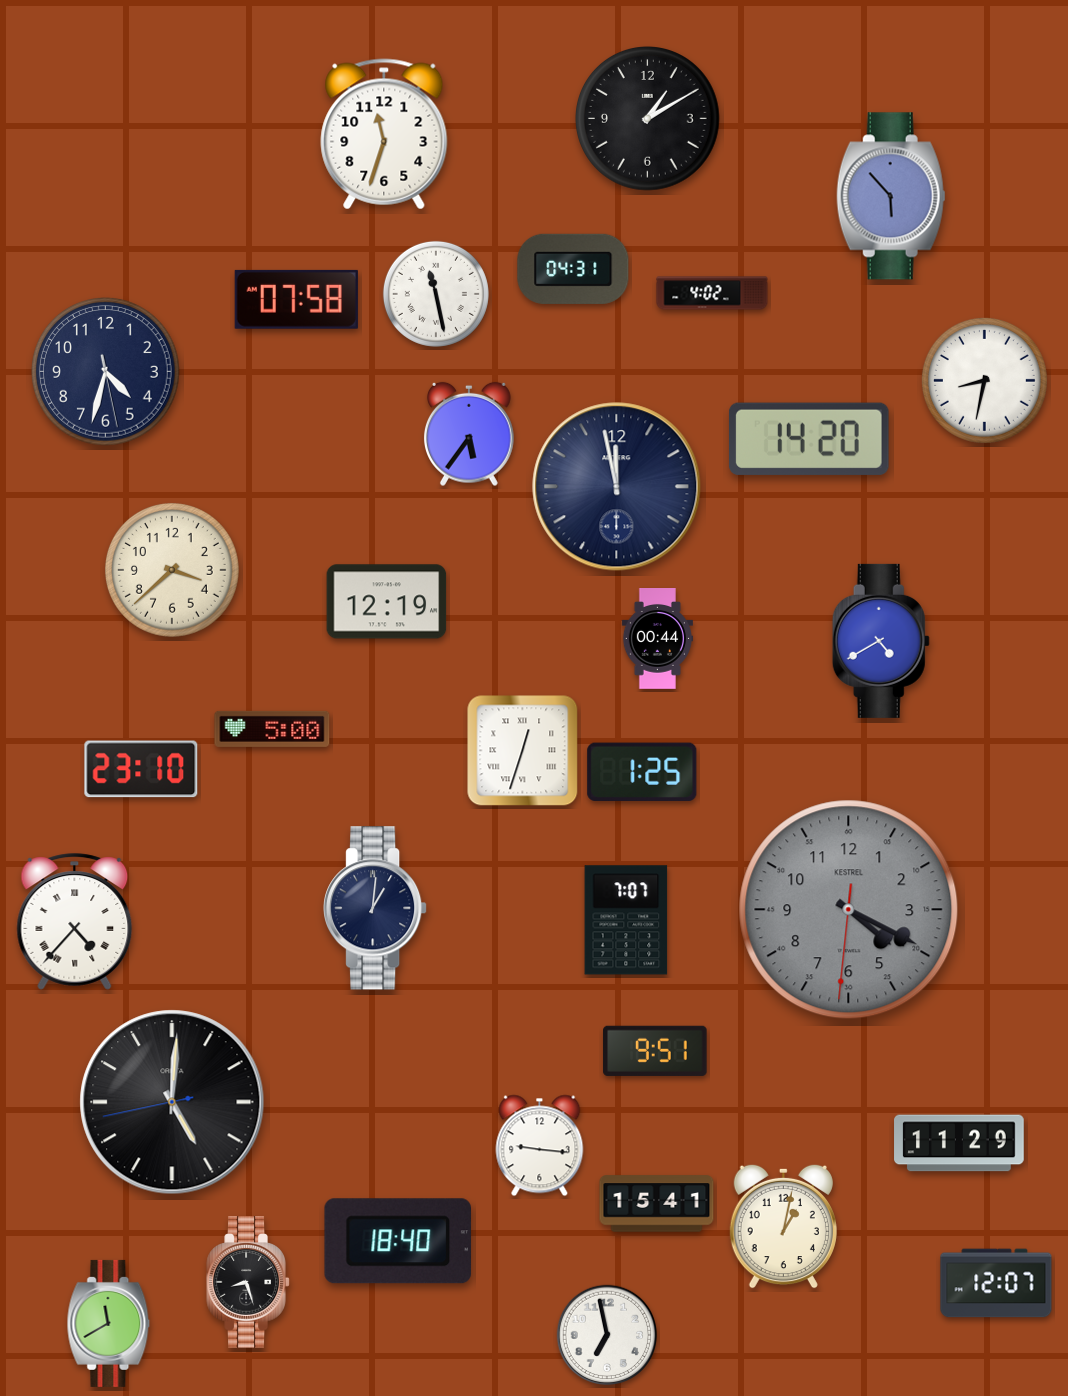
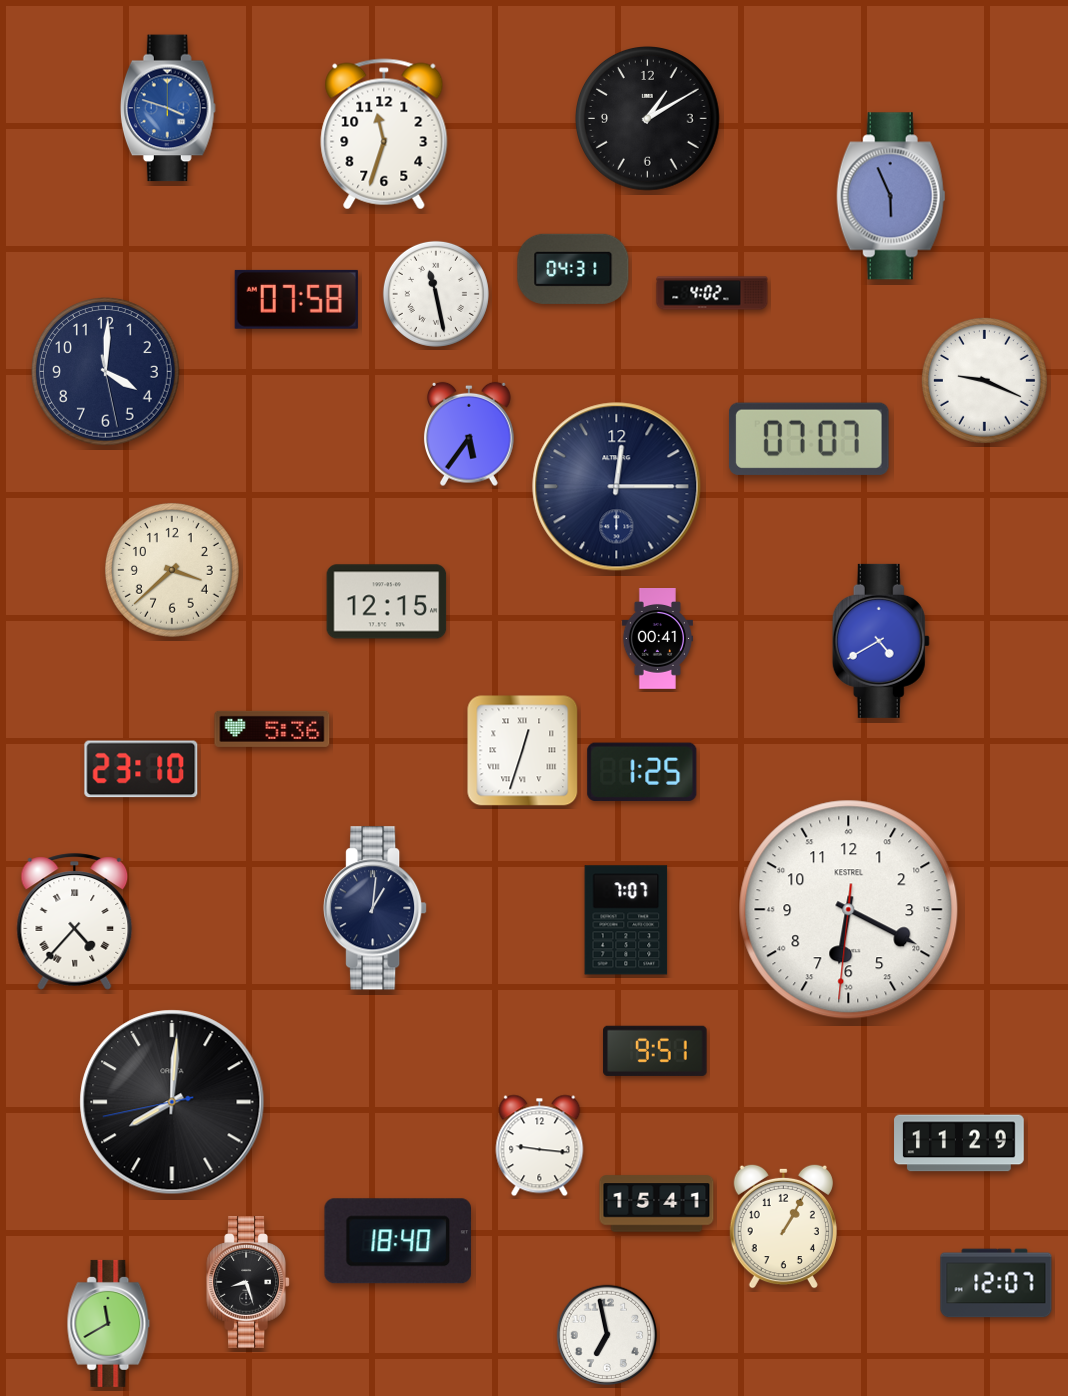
clock at (168, 108): none -> 3:48
clock at (891, 196): 5:53 -> 5:56
clock at (106, 372): 4:32 -> 4:00
clock at (984, 380): 8:32 -> 9:19
clock at (809, 439): 14:20 -> 07:07
clock at (617, 487): 11:58 -> 12:15
clock at (387, 602): 12:19 -> 12:15
clock at (657, 639): 00:44 -> 00:41
clock at (272, 729): 5:00 -> 5:36
clock at (849, 910): 4:19 -> 6:19
clock at (849, 910) dial: grey -> white
clock at (172, 1102): 5:00 -> 8:00
clock at (783, 1226): 1:02 -> 1:05
